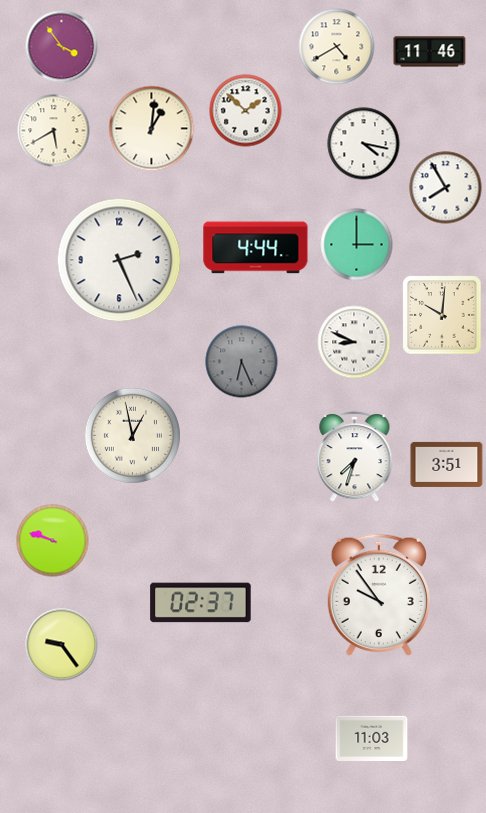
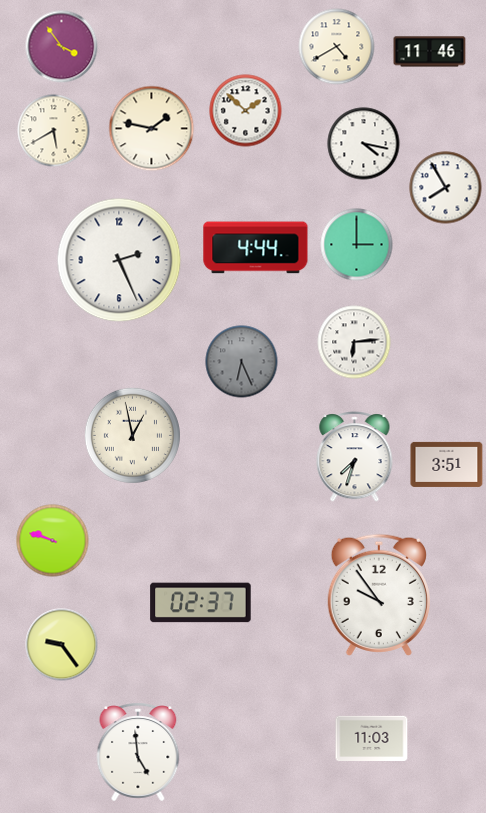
clock at (152, 129): 1:01 -> 1:47
clock at (442, 315): 10:01 -> none
clock at (354, 342): 8:49 -> 6:14
clock at (138, 752): none -> 4:59
